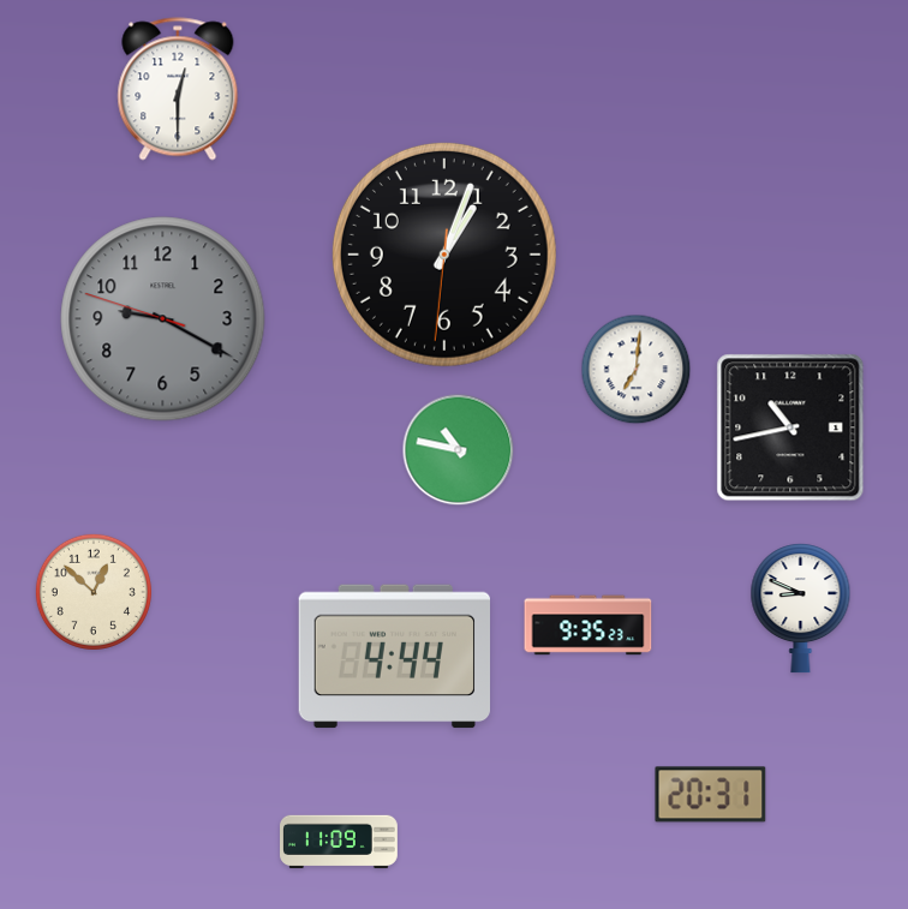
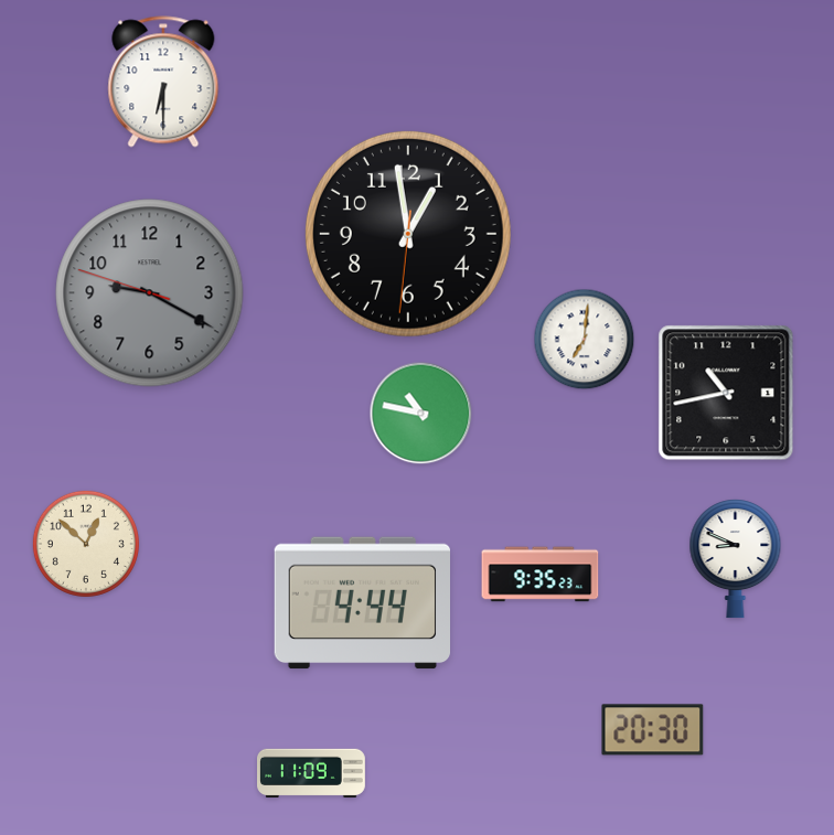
clock at (178, 89): 12:30 -> 6:30
clock at (444, 255): 1:03 -> 12:58
clock at (711, 795): 20:31 -> 20:30
